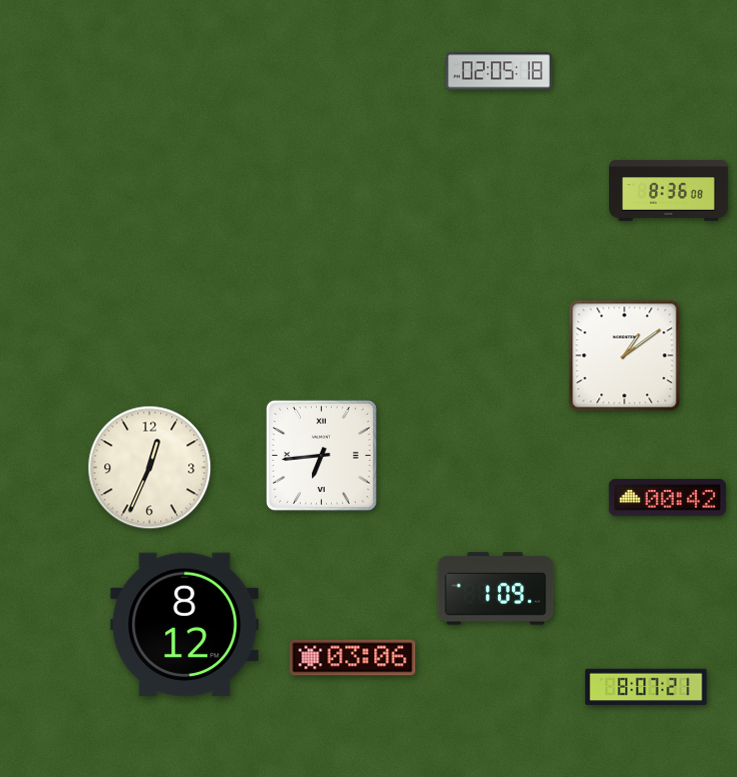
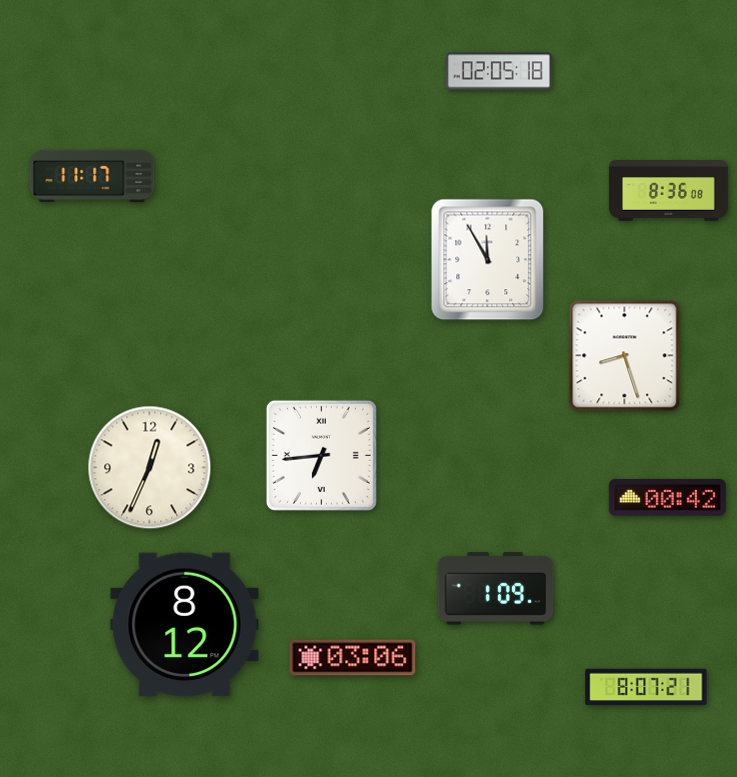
clock at (92, 175): none -> 11:17
clock at (488, 260): none -> 11:55
clock at (625, 356): 1:09 -> 8:27
